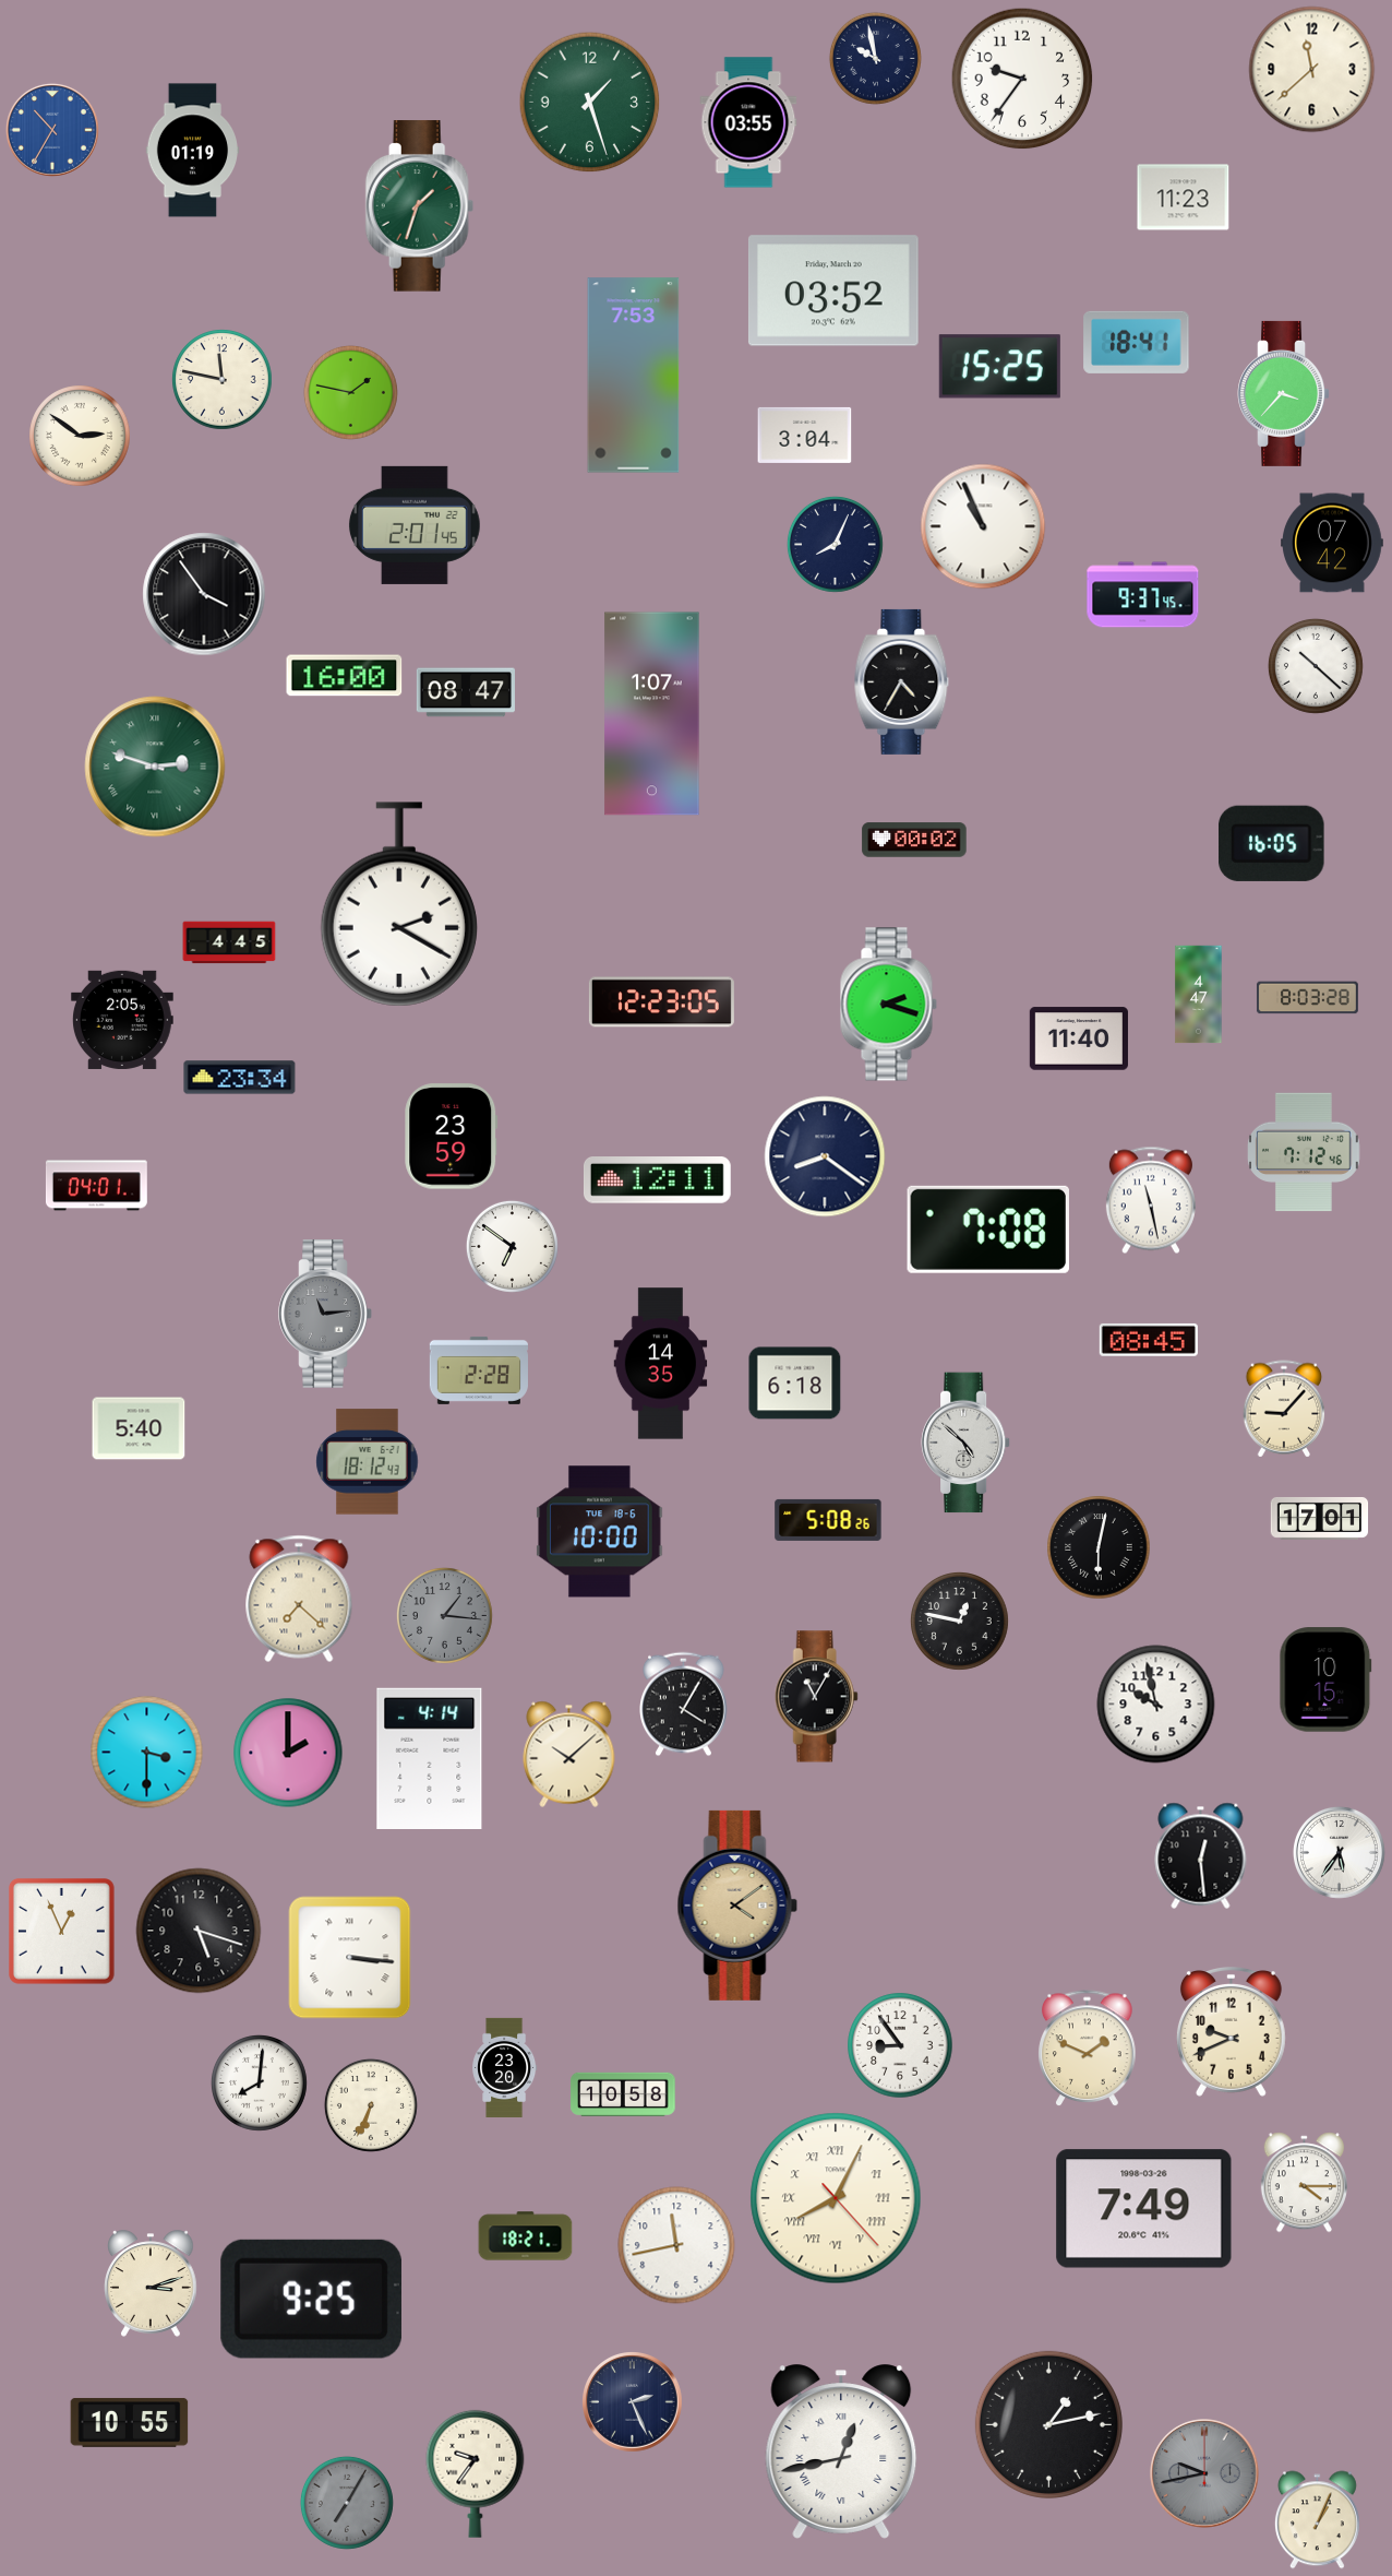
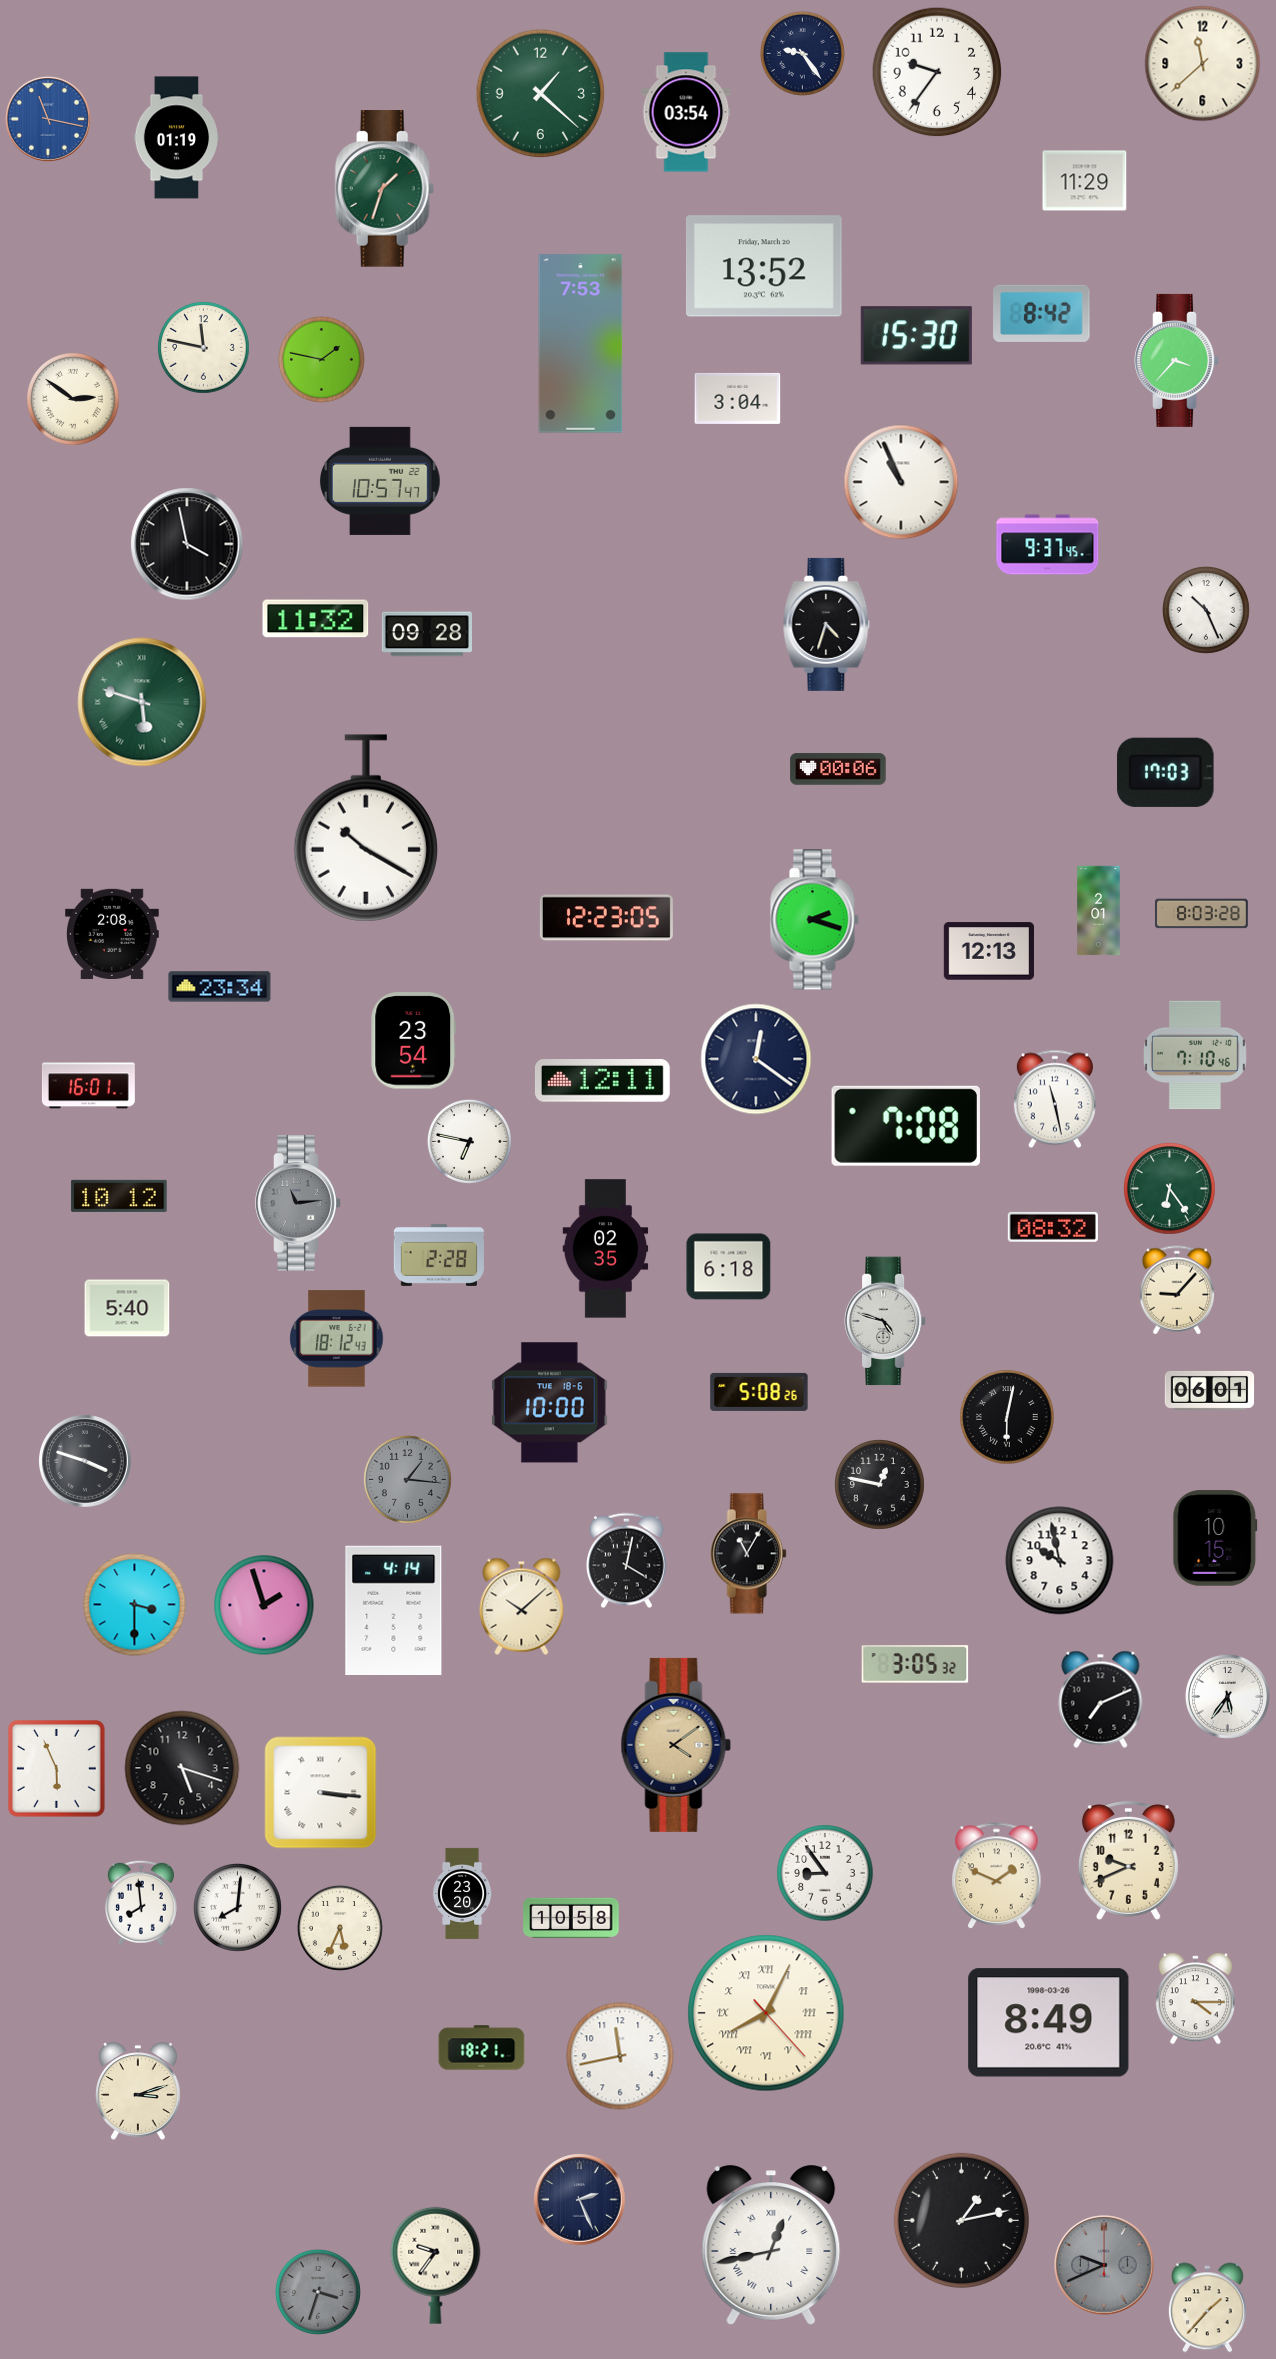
clock at (875, 58): 9:58 -> 9:24
clock at (590, 103): 1:27 -> 1:22
clock at (748, 122): 03:55 -> 03:54
clock at (52, 130): 10:35 -> 11:17
clock at (1184, 198): 11:23 -> 11:29
clock at (833, 290): 03:52 -> 13:52
clock at (1137, 342): 18:41 -> 8:42
clock at (999, 367): 15:25 -> 15:30
clock at (415, 525): 2:01 -> 10:57
clock at (1333, 543): 07:42 -> none
clock at (835, 544): 8:04 -> none
clock at (204, 594): 3:54 -> 3:58
clock at (1316, 666): 10:22 -> 10:26
clock at (345, 676): 16:00 -> 11:32
clock at (902, 681): 4:35 -> 4:33
clock at (466, 692): 08:47 -> 09:28
clock at (652, 714): 1:07 -> none
clock at (155, 767): 2:48 -> 5:48
clock at (914, 840): 00:02 -> 00:06
clock at (1272, 843): 16:05 -> 17:03
clock at (399, 904): 2:20 -> 10:20
clock at (229, 942): 4:45 -> none
clock at (1199, 995): 4:47 -> 2:01
clock at (1307, 998) position: (1307, 998) -> (1201, 914)
clock at (123, 1020): 2:05 -> 2:08
clock at (1079, 1038): 11:40 -> 12:13
clock at (452, 1137): 23:59 -> 23:54
clock at (1305, 1152): 7:12 -> 7:10
clock at (825, 1156): 8:21 -> 12:21
clock at (96, 1186): 04:01 -> 16:01
clock at (512, 1246): 6:51 -> 6:47
clock at (1170, 1189): none -> 6:24
clock at (119, 1196): none -> 10:12
clock at (1149, 1340): 08:45 -> 08:32
clock at (661, 1364): 14:35 -> 02:35
clock at (967, 1443): 4:52 -> 4:48
clock at (1320, 1518): 17:01 -> 06:01
clock at (86, 1462): none -> 3:48
clock at (299, 1599): 7:22 -> none
clock at (684, 1705): 4:05 -> 4:02
clock at (288, 1753): 2:00 -> 1:57
clock at (915, 1664): none -> 3:05
clock at (1201, 1855): 12:29 -> 7:11
clock at (62, 1932): 12:56 -> 5:56
clock at (141, 1903): none -> 7:59
clock at (371, 2105): 6:34 -> 5:34
clock at (1144, 2209): 7:49 -> 8:49
clock at (311, 2299): 9:25 -> none
clock at (130, 2422): 10:55 -> none
clock at (1204, 2473): 9:43 -> 9:41
clock at (347, 2503): 7:05 -> 3:33
clock at (1317, 2520): 1:04 -> 1:37
